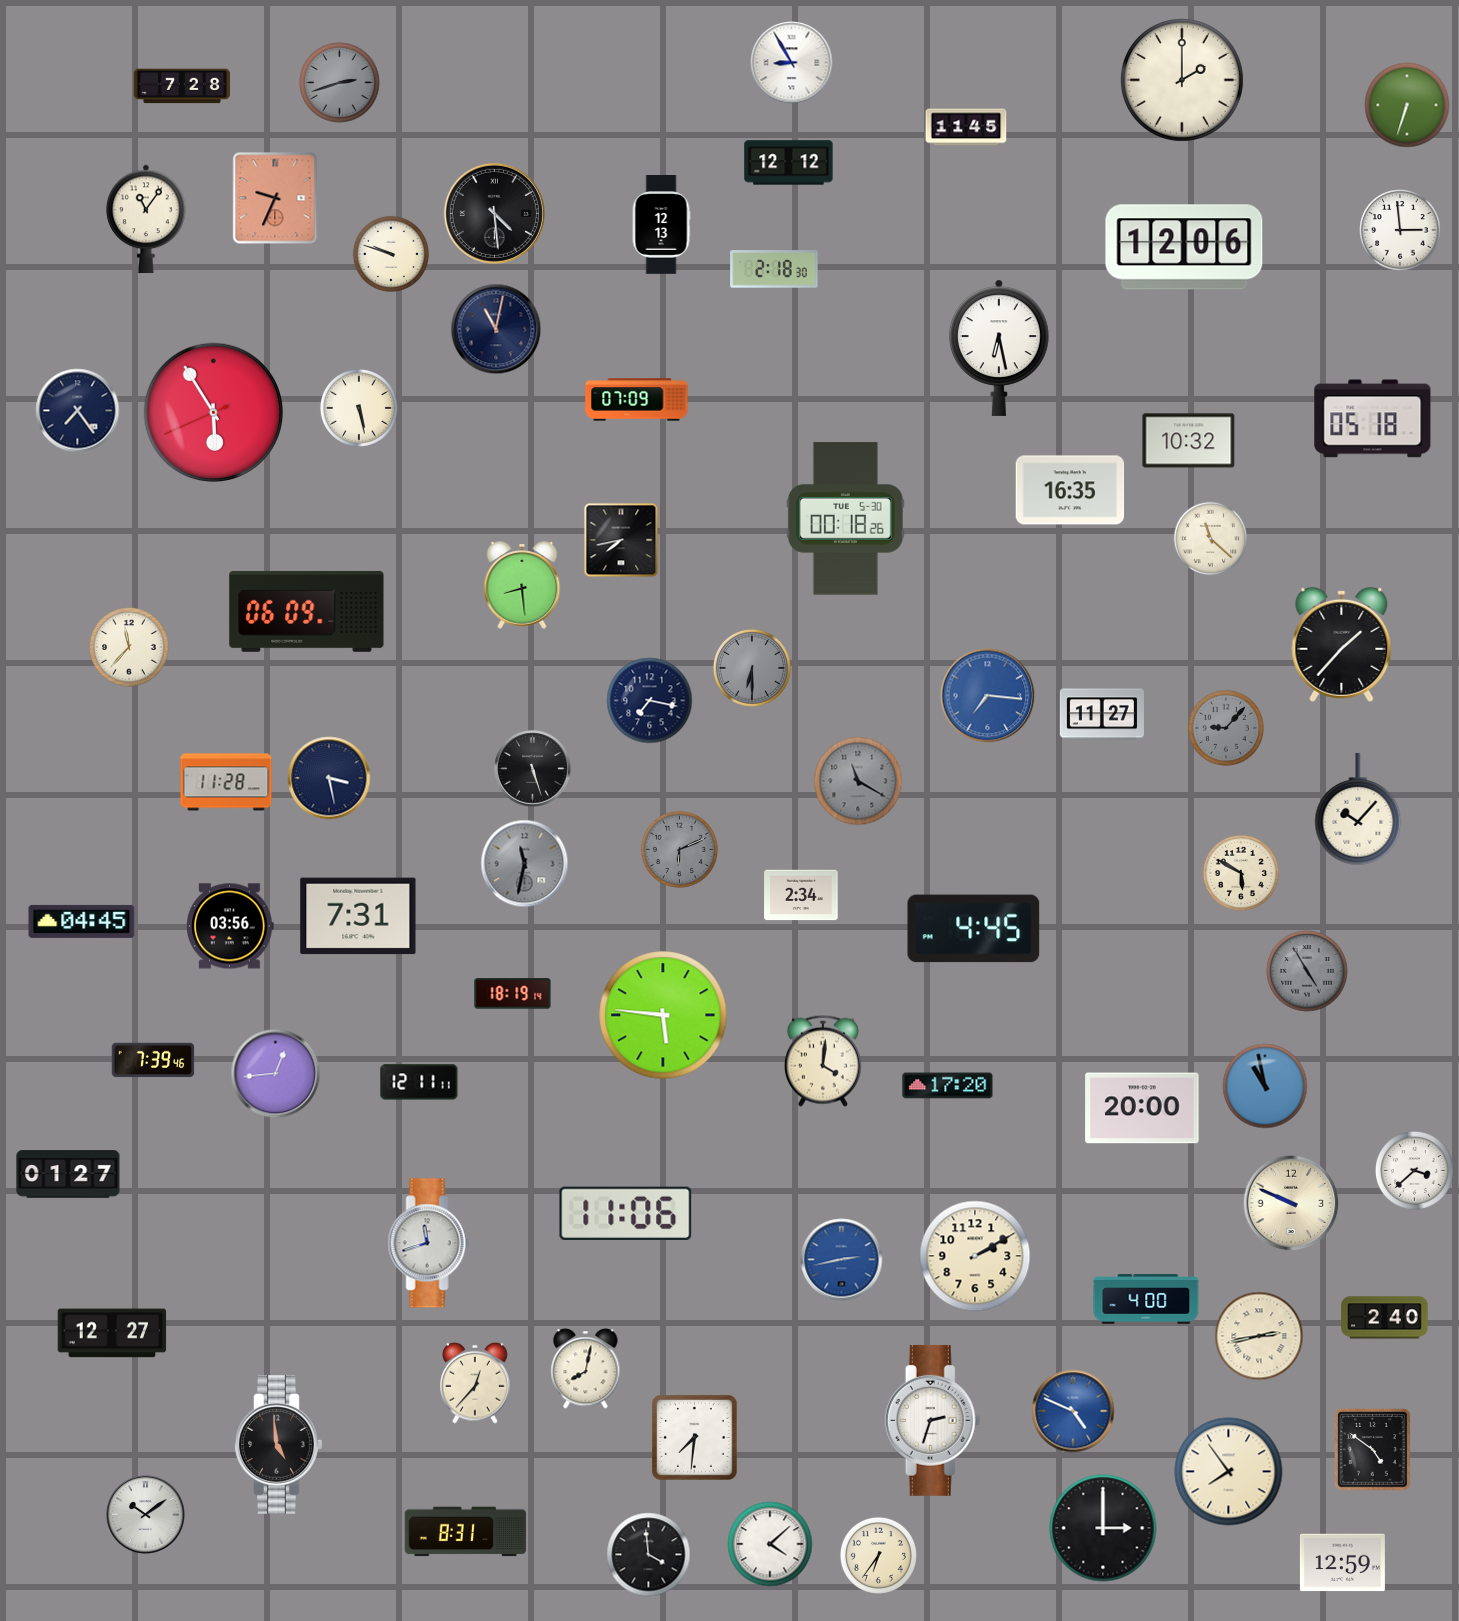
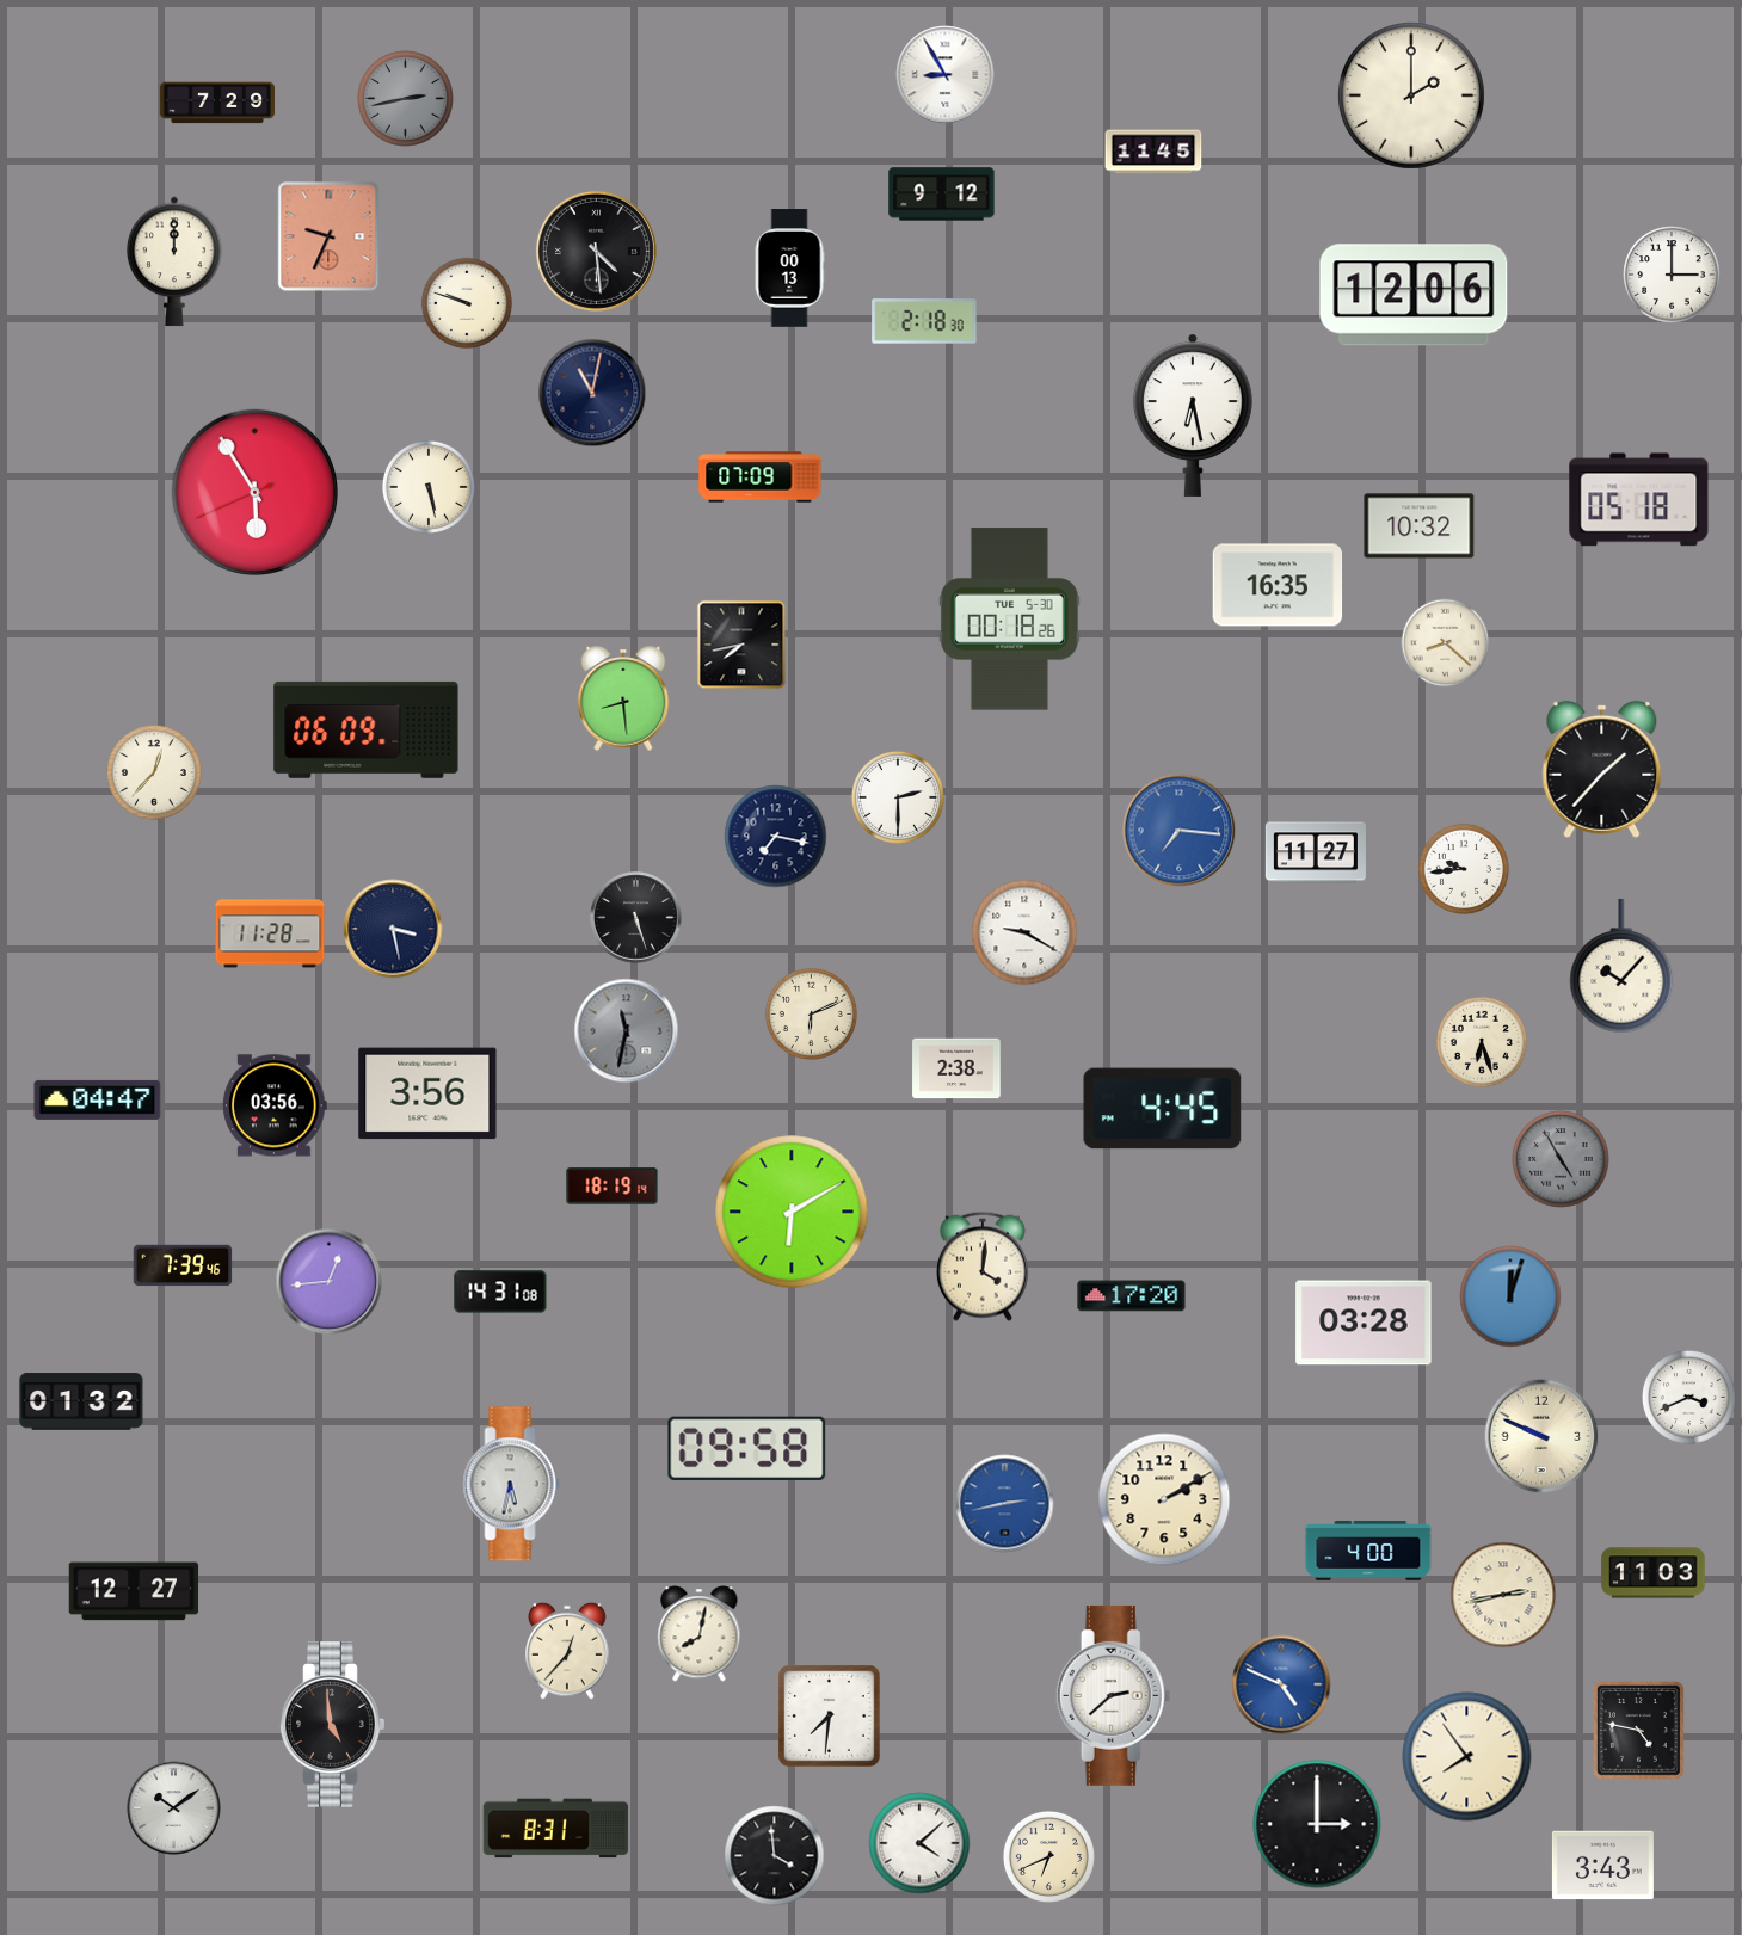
clock at (340, 83): 2:42 -> 2:43
clock at (182, 86): 7:28 -> 7:29
clock at (1407, 105): 6:33 -> none
clock at (789, 163): 12:12 -> 9:12
clock at (494, 213) position: (494, 213) -> (596, 251)
clock at (146, 219): 11:06 -> 12:00
clock at (661, 225): 12:13 -> 00:13
clock at (1400, 230): 2:59 -> 3:00
clock at (78, 411): 7:24 -> none
clock at (1211, 539): 11:22 -> 8:22
clock at (129, 647): 11:37 -> 12:37
clock at (752, 668): 6:30 -> 2:30
clock at (752, 668) dial: grey -> white
clock at (1226, 728): 9:07 -> 9:44
clock at (1226, 728) dial: grey -> white
clock at (858, 781): 11:20 -> 9:20
clock at (858, 781) dial: grey -> white
clock at (679, 849) dial: grey -> cream
clock at (1241, 873): 5:50 -> 6:27
clock at (801, 895): 2:34 -> 2:38
clock at (358, 916): 7:31 -> 3:56
clock at (82, 921): 04:45 -> 04:47
clock at (663, 1015): 5:46 -> 6:10
clock at (419, 1082): 12:11 -> 14:31
clock at (1265, 1086): 10:58 -> 12:03
clock at (1142, 1108): 20:00 -> 03:28
clock at (1415, 1171): 3:38 -> 3:41
clock at (68, 1174): 01:27 -> 01:32
clock at (626, 1213): 11:06 -> 09:58
clock at (429, 1243): 11:42 -> 5:32
clock at (1385, 1318): 2:40 -> 11:03
clock at (933, 1420): 2:33 -> 2:38
clock at (1373, 1450): 4:51 -> 4:47
clock at (878, 1555): 6:36 -> 6:41
clock at (1342, 1563): 12:59 -> 3:43
